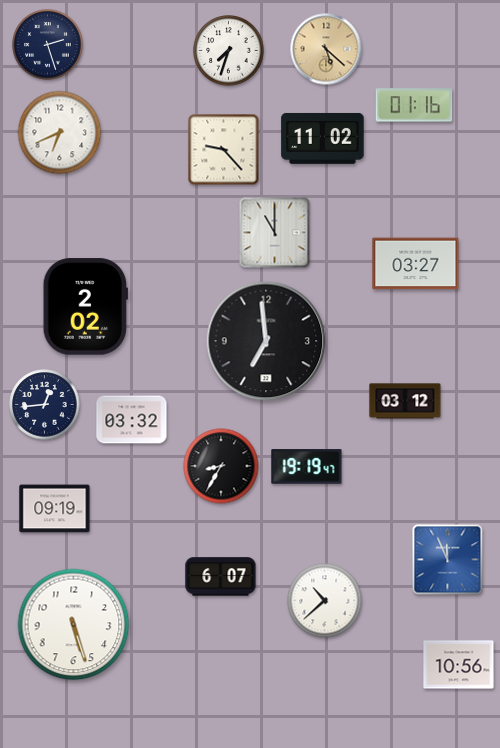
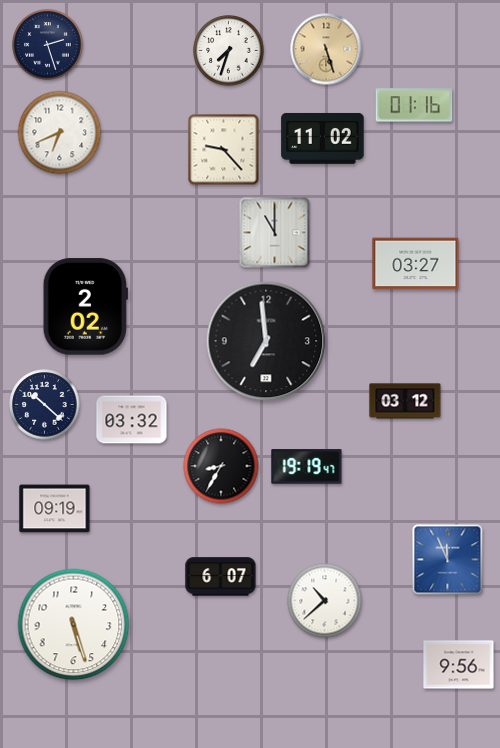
clock at (326, 49): 5:22 -> 5:27
clock at (45, 405): 12:44 -> 10:22
clock at (459, 665): 10:56 -> 9:56
